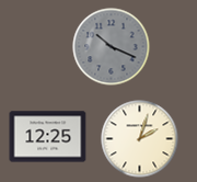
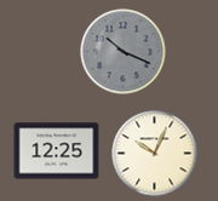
clock at (48, 137) position: (48, 137) -> (57, 151)
clock at (140, 139): 2:03 -> 10:04
